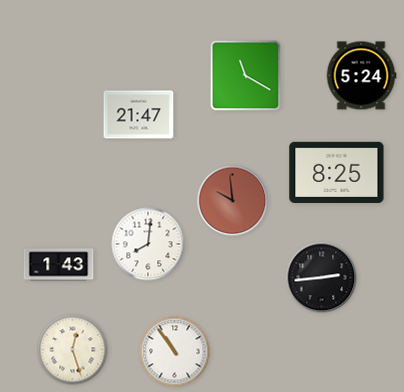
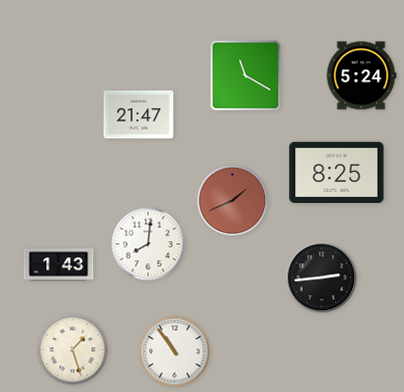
clock at (233, 201): 9:59 -> 1:41
clock at (73, 350): 12:27 -> 1:27
